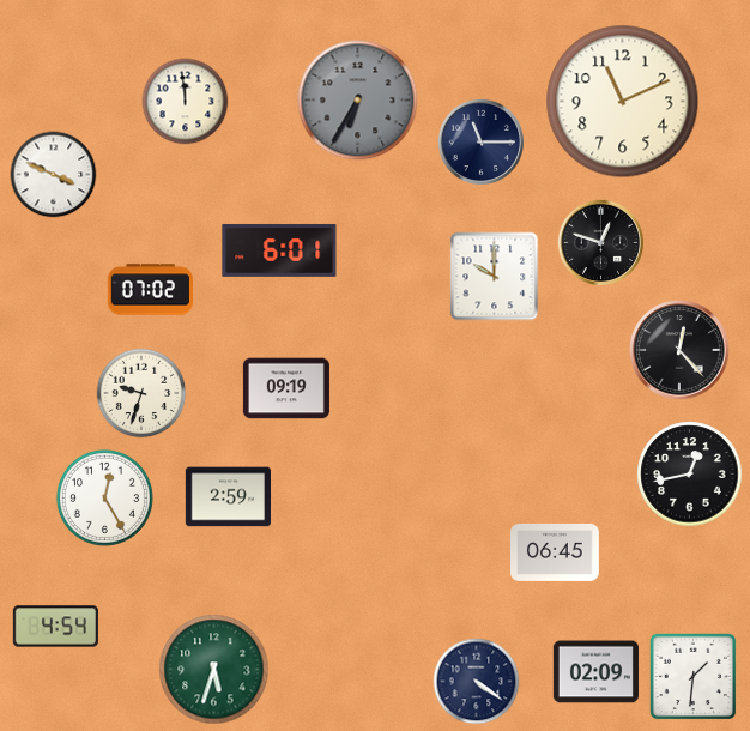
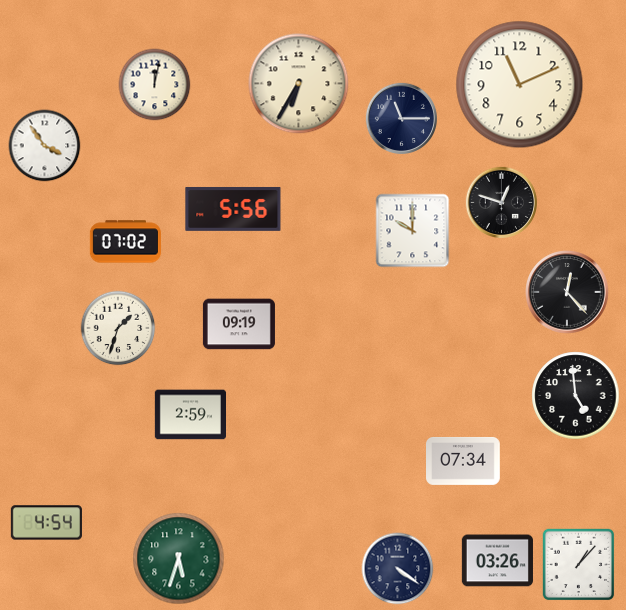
clock at (358, 101) dial: grey -> cream
clock at (186, 102): 11:59 -> 12:02
clock at (54, 175): 3:49 -> 3:54
clock at (279, 250): 6:01 -> 5:56
clock at (141, 393): 9:33 -> 1:33
clock at (690, 475): 12:43 -> 4:59
clock at (104, 497): 12:25 -> none
clock at (555, 552): 06:45 -> 07:34
clock at (595, 672): 02:09 -> 03:26
clock at (694, 677): 1:31 -> 1:07
